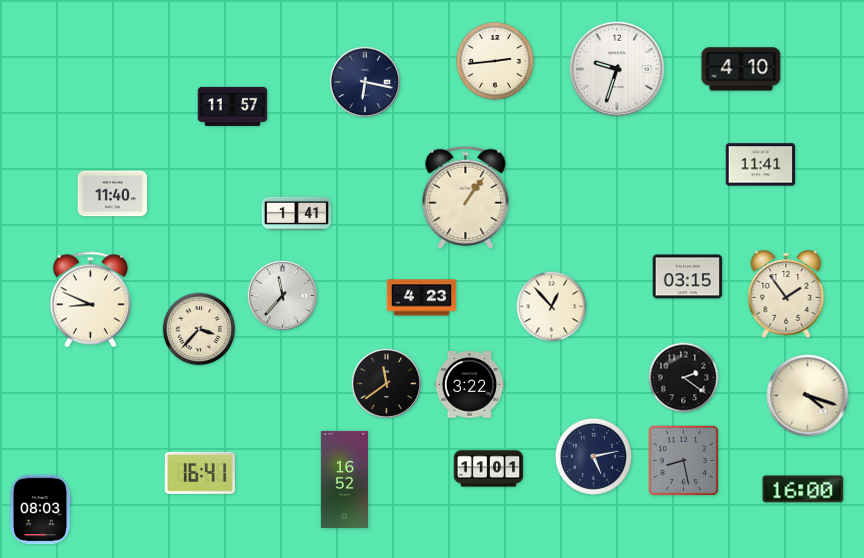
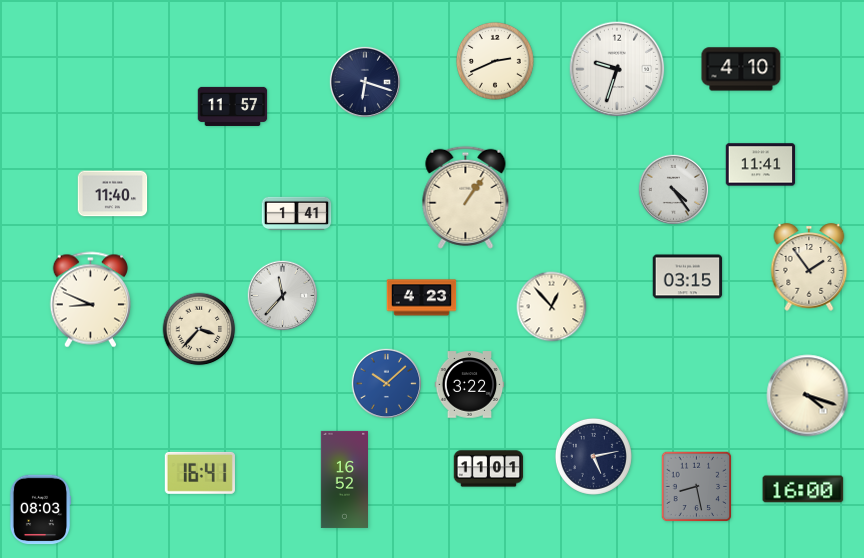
clock at (495, 61): 2:44 -> 2:41
clock at (365, 82): 6:17 -> 6:18
clock at (673, 189): none -> 4:24
clock at (786, 294) position: (786, 294) -> (809, 267)
clock at (684, 378): 2:21 -> none
clock at (386, 383): 11:39 -> 10:08
clock at (386, 383) dial: black -> blue
clock at (684, 461) position: (684, 461) -> (697, 487)
